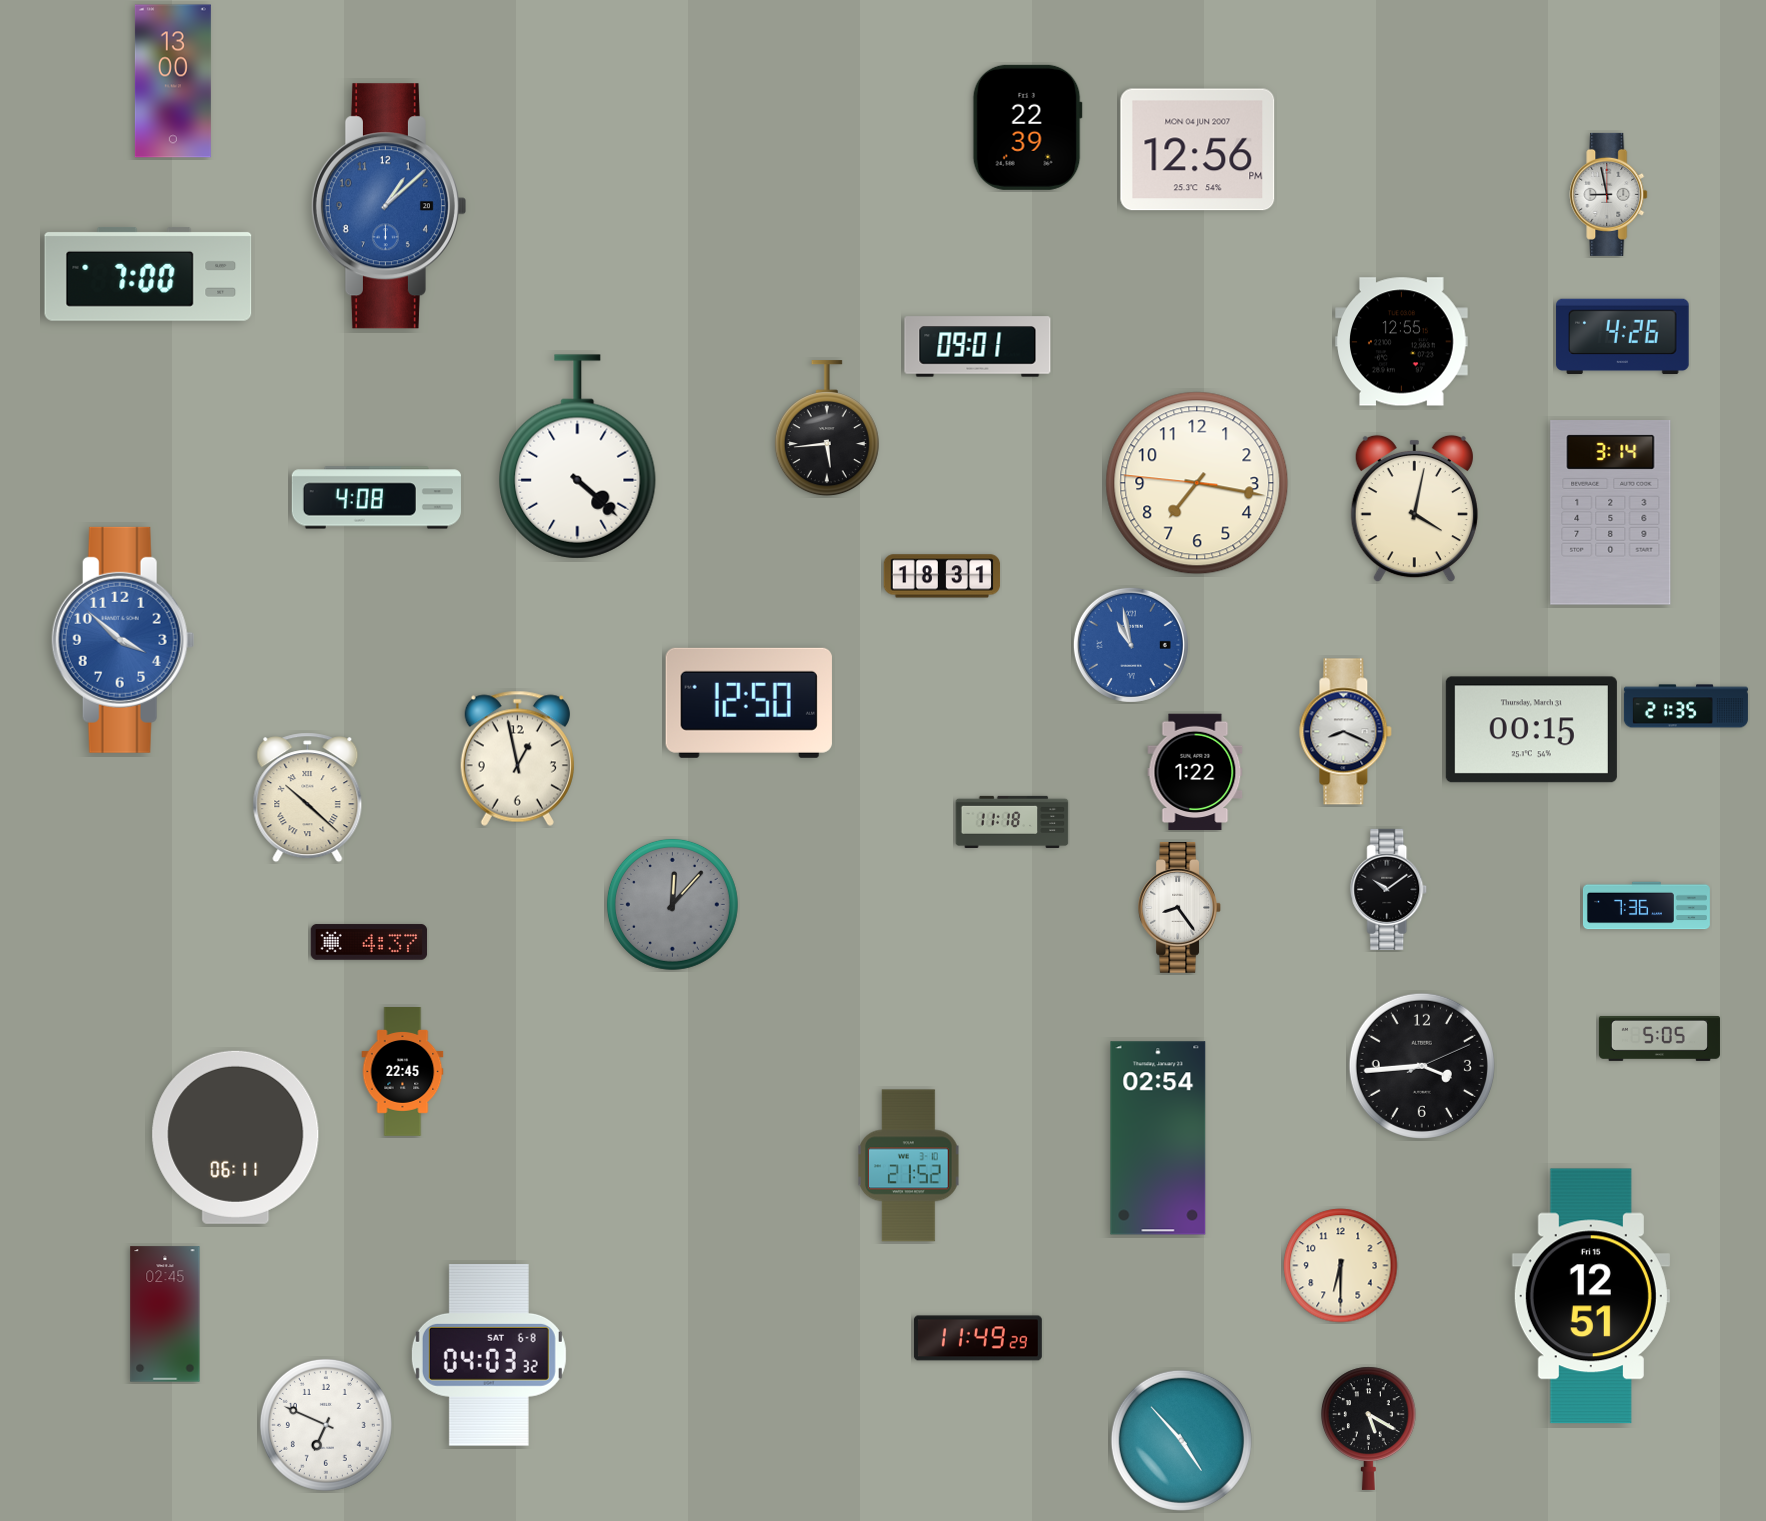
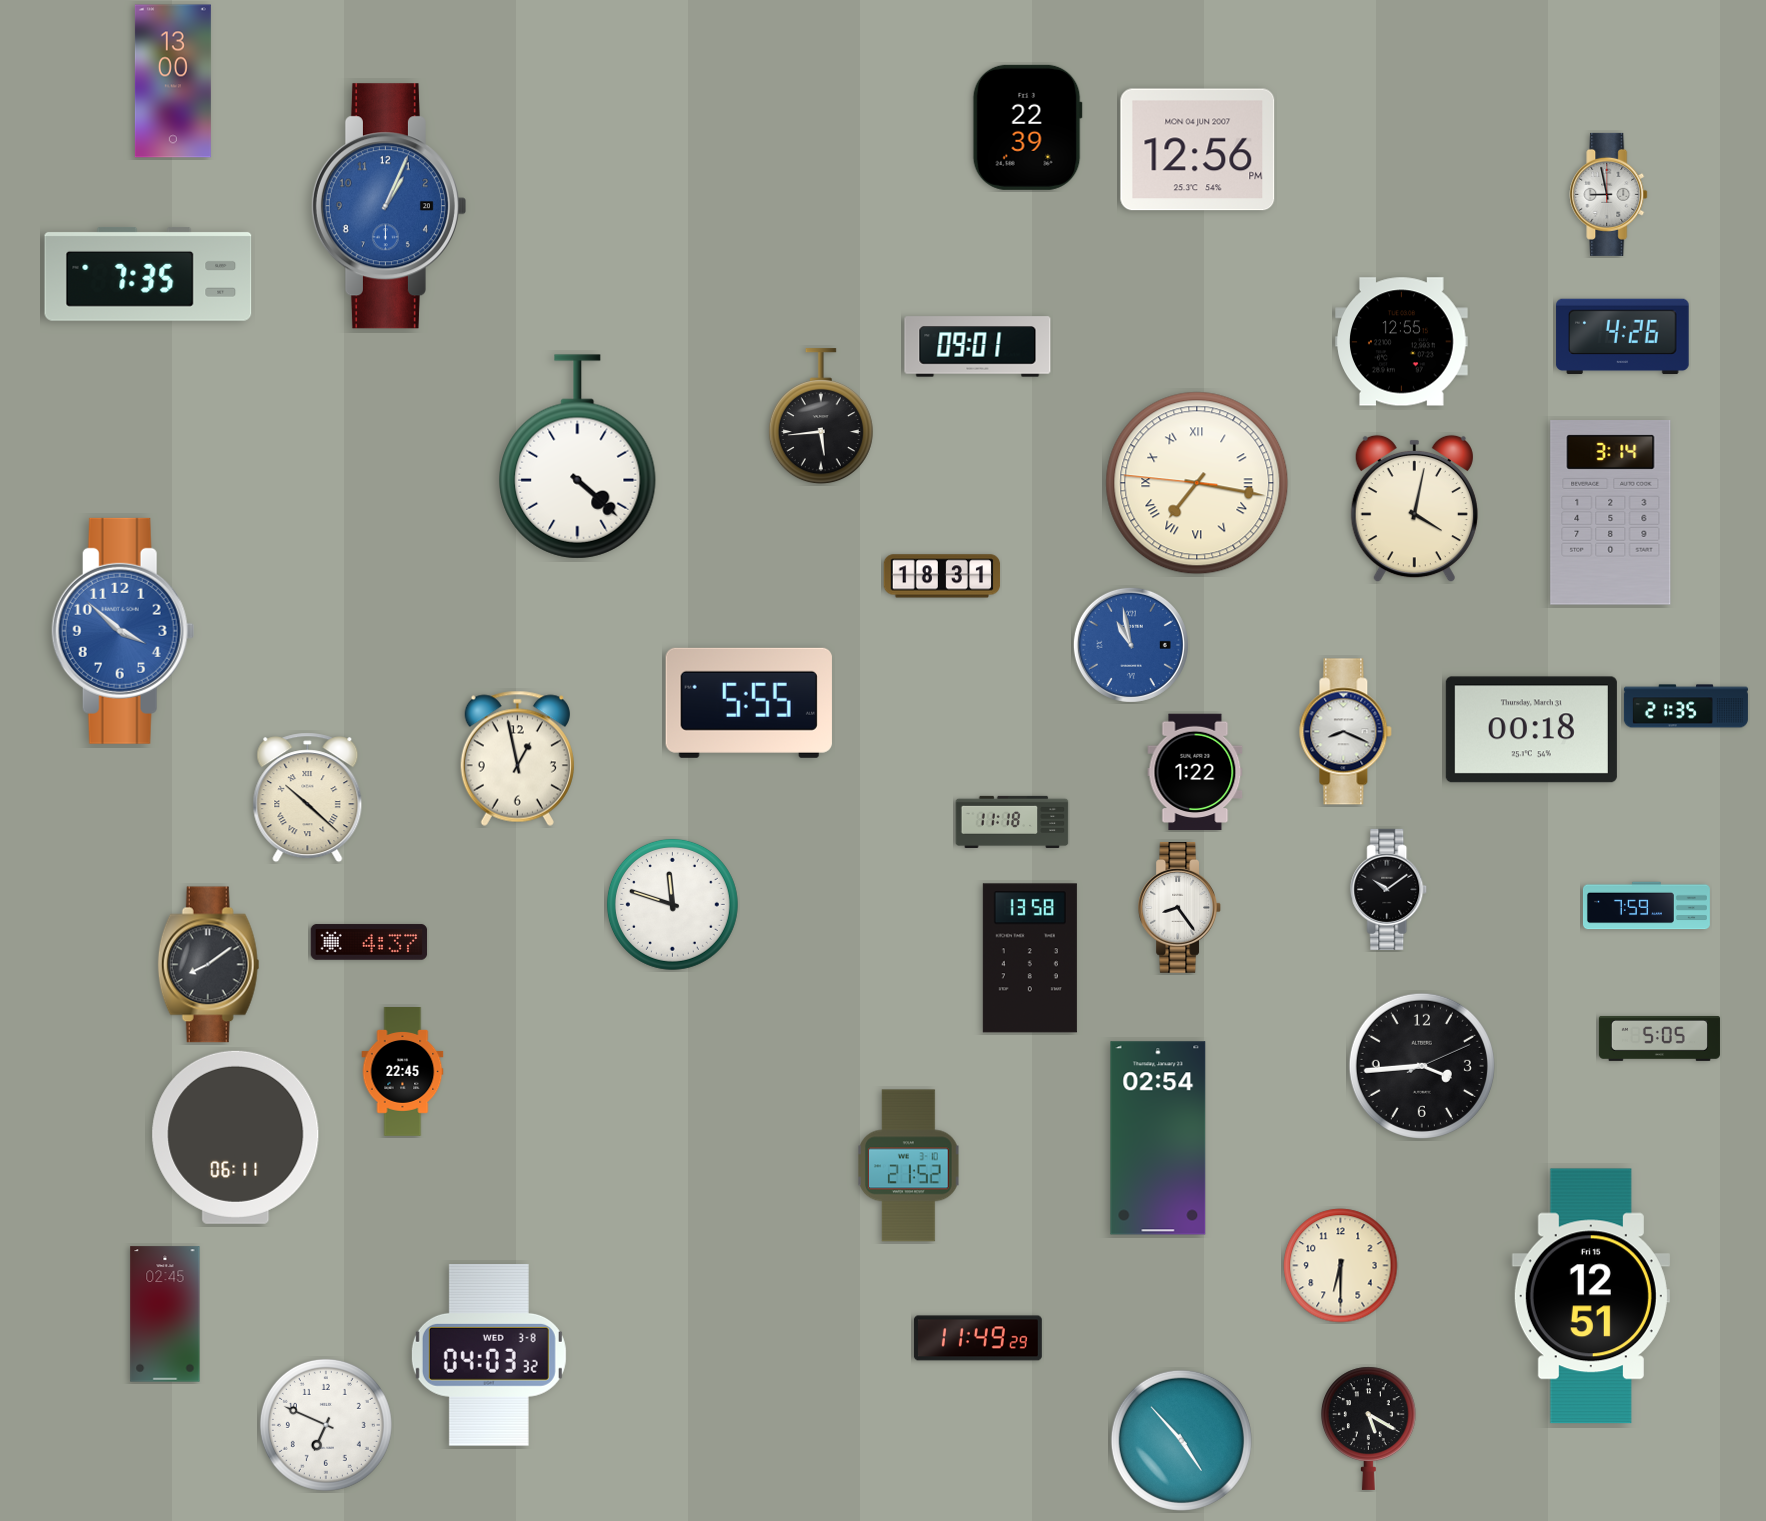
clock at (388, 206): 1:08 -> 1:04
clock at (148, 274): 7:00 -> 7:35
clock at (827, 429) position: (827, 429) -> (821, 417)
clock at (1197, 483) numerals: Arabic -> Roman
clock at (376, 498): 4:08 -> none
clock at (123, 640) position: (123, 640) -> (123, 631)
clock at (749, 703): 12:50 -> 5:55
clock at (1531, 730): 00:15 -> 00:18
clock at (672, 904): 12:07 -> 11:48
clock at (672, 904) dial: grey -> white
clock at (1646, 906): 7:36 -> 7:59
clock at (1030, 958): none -> 13:58
clock at (209, 965): none -> 8:09
clock at (489, 1355) date: SAT 6-8 -> WED 3-8
